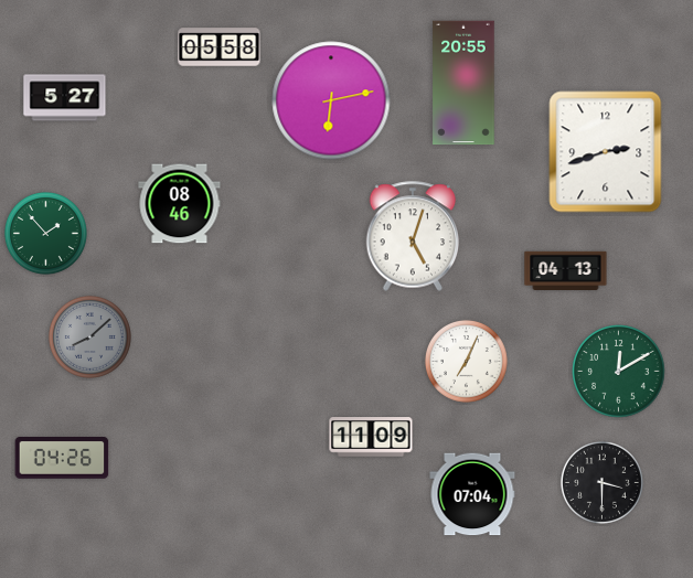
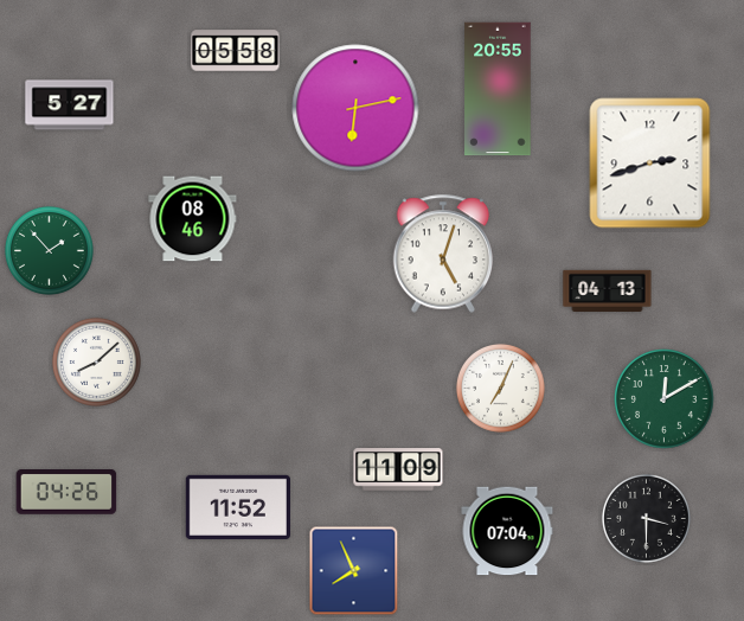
clock at (89, 336) dial: grey -> white
clock at (237, 507): none -> 11:52
clock at (354, 571): none -> 7:56
